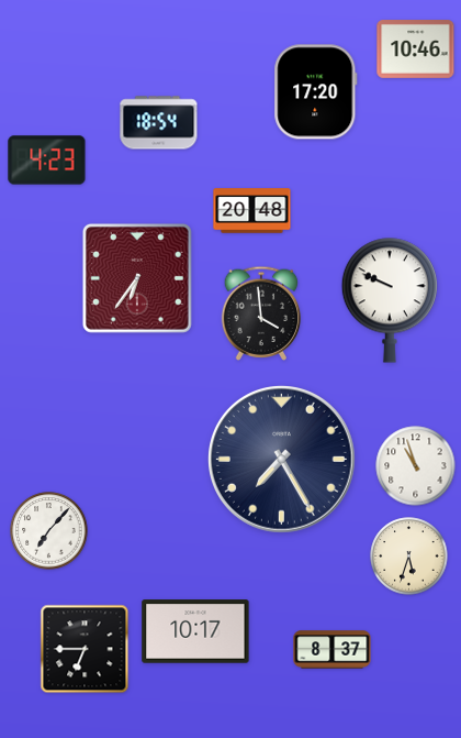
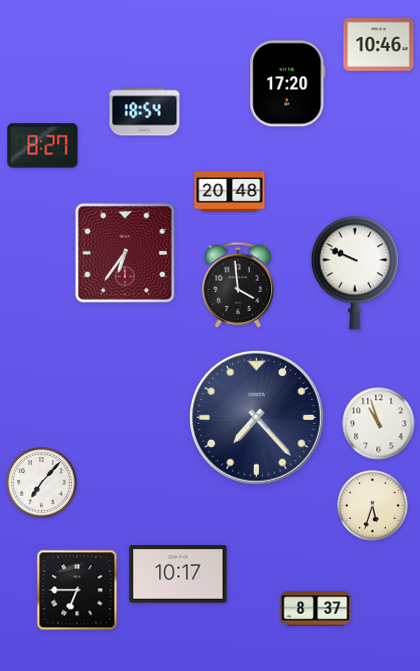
clock at (47, 161): 4:23 -> 8:27
clock at (282, 460): 7:25 -> 7:23
clock at (49, 531) position: (49, 531) -> (42, 483)
clock at (333, 650) position: (333, 650) -> (316, 609)
